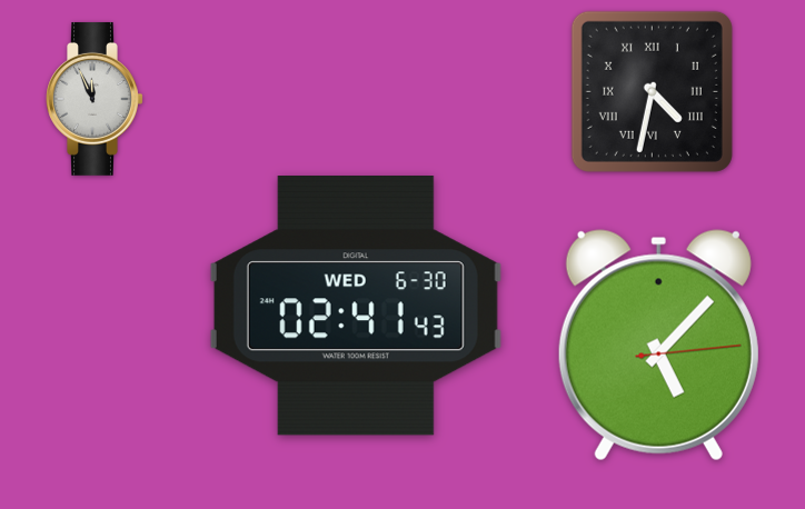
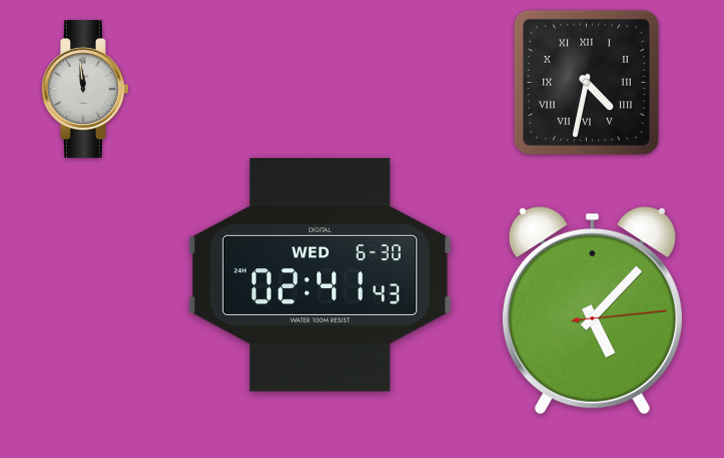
clock at (95, 99): 11:56 -> 11:59
